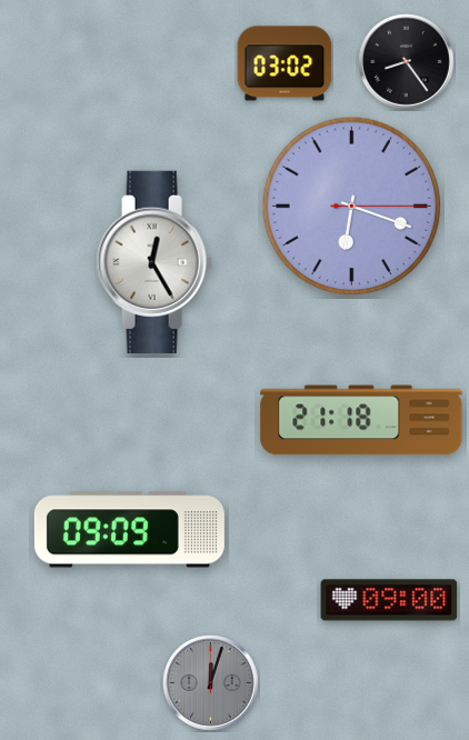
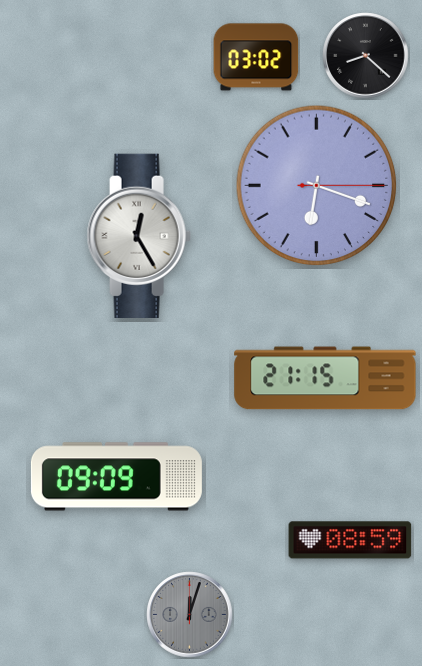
clock at (407, 62): 8:24 -> 8:22
clock at (361, 420): 21:18 -> 21:15
clock at (389, 600): 09:00 -> 08:59
